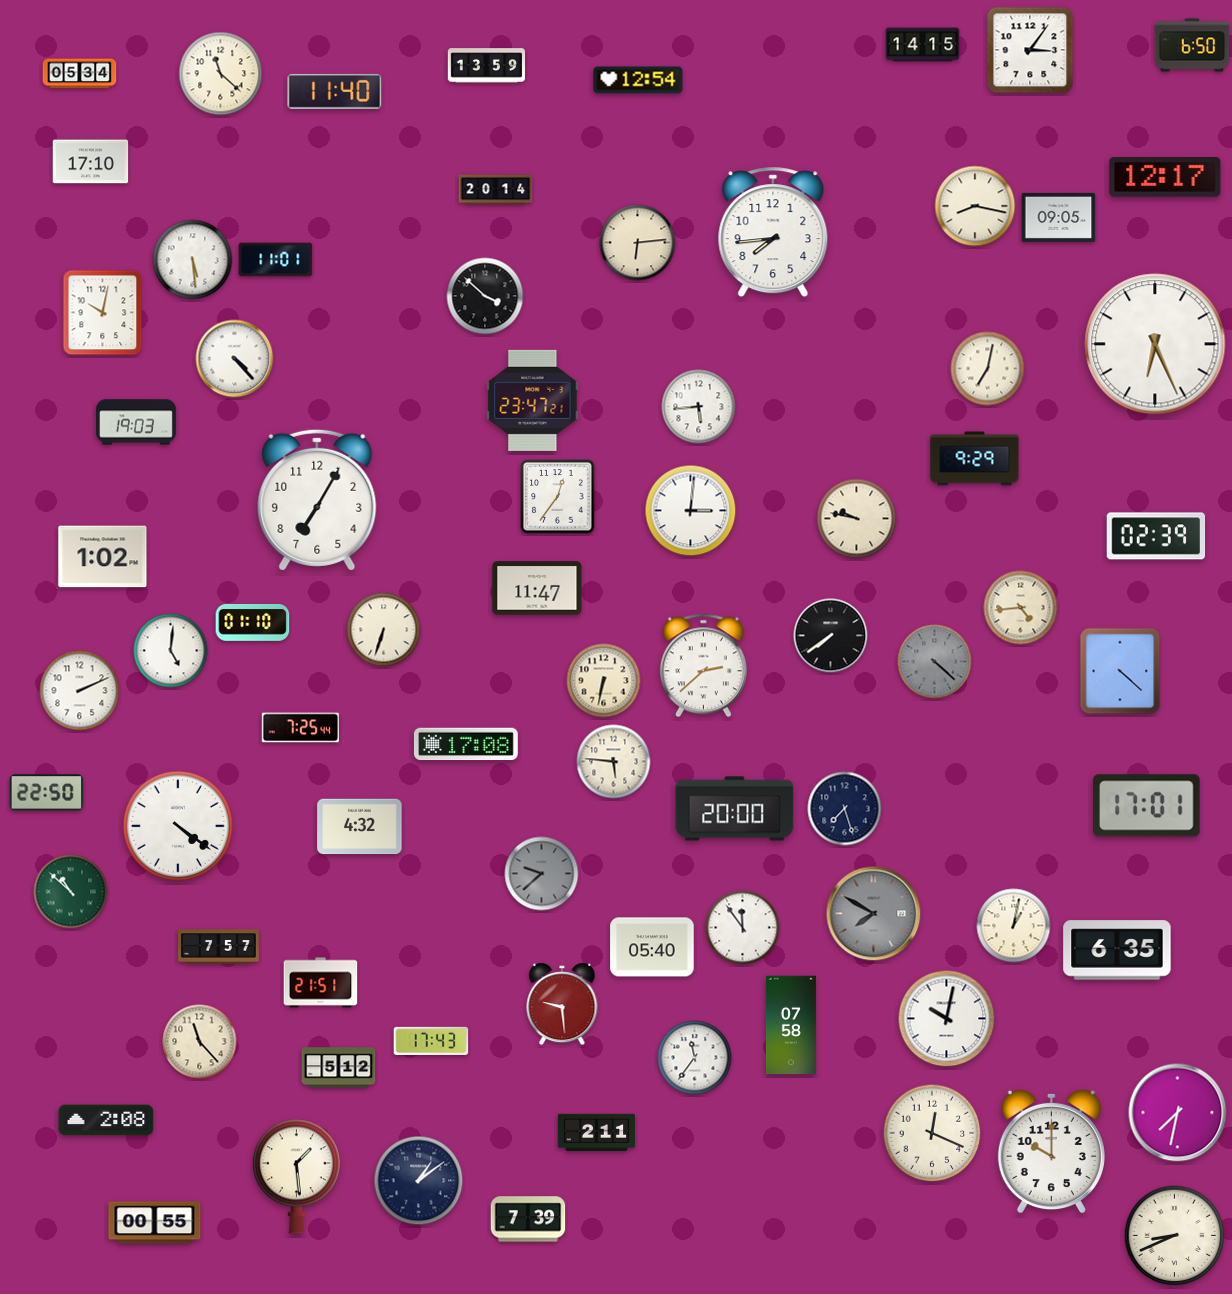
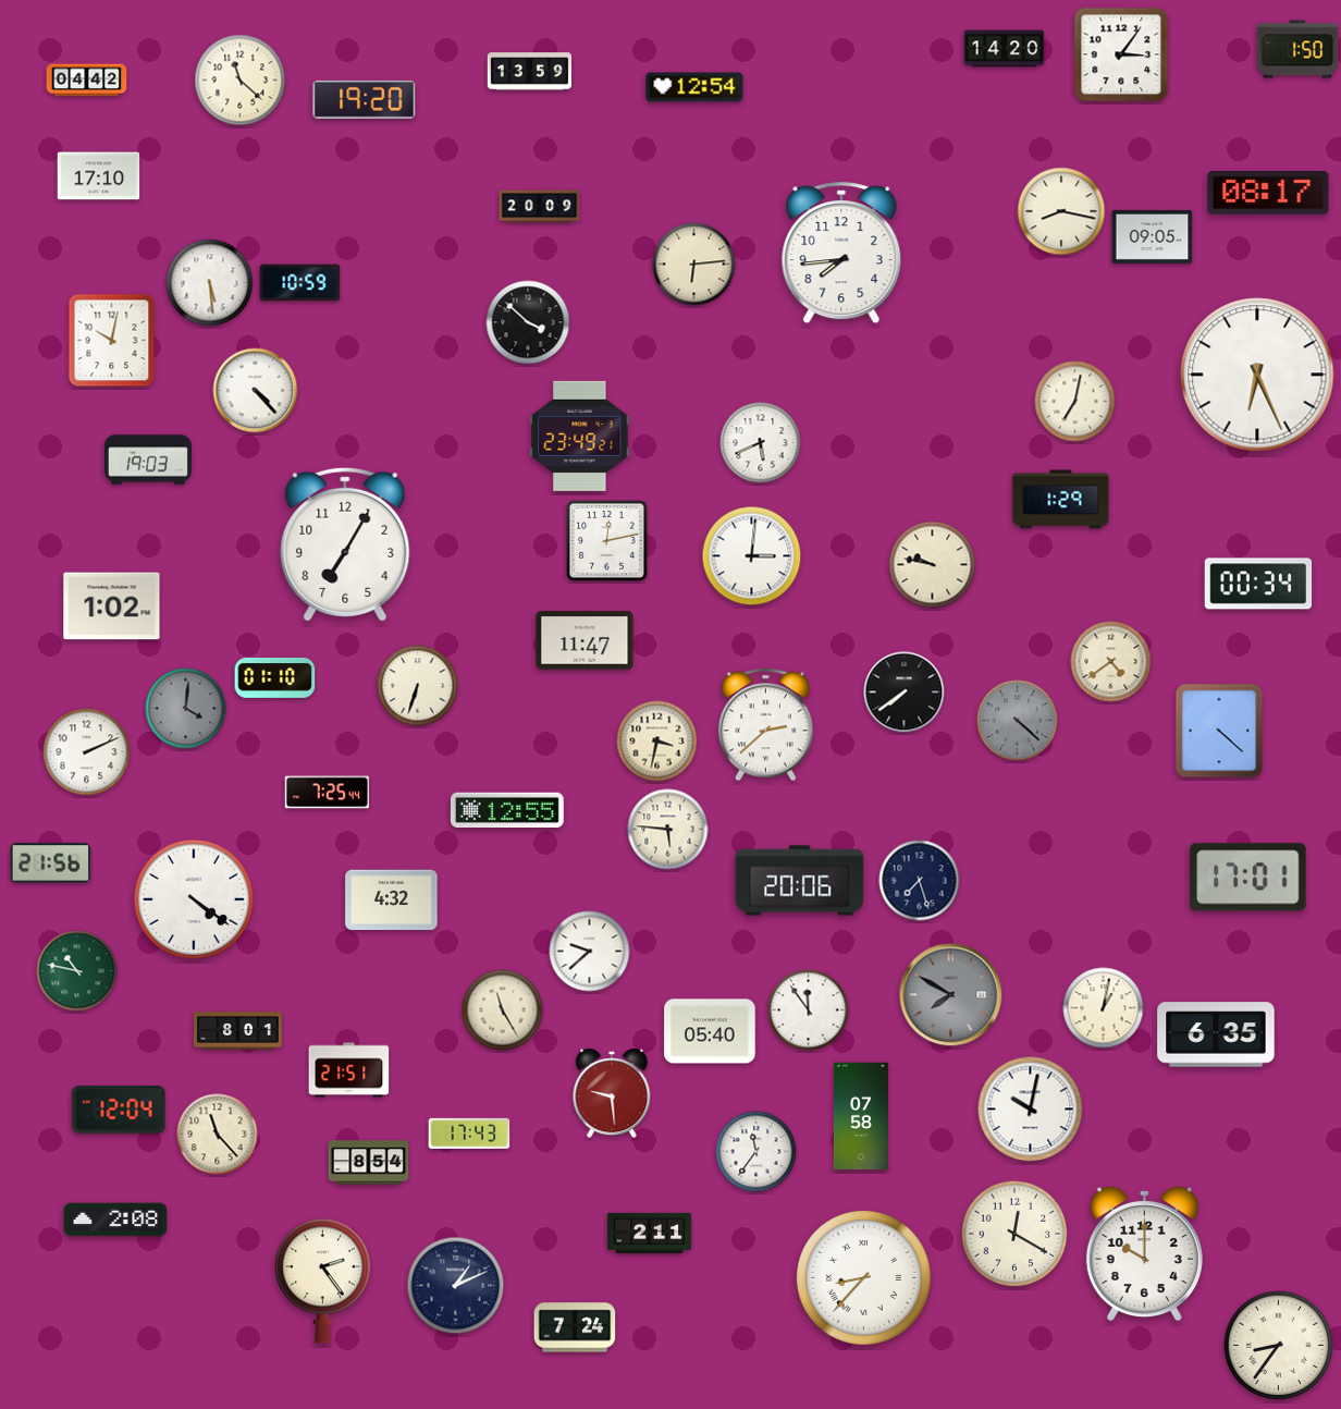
clock at (923, 45): 14:15 -> 14:20
clock at (1192, 45): 6:50 -> 1:50
clock at (80, 74): 05:34 -> 04:42
clock at (335, 91): 11:40 -> 19:20
clock at (1165, 178): 12:17 -> 08:17
clock at (496, 190): 20:14 -> 20:09
clock at (975, 206) position: (975, 206) -> (1061, 211)
clock at (276, 260): 11:01 -> 10:59
clock at (533, 400): 23:47 -> 23:49
clock at (699, 407): 5:44 -> 5:41
clock at (975, 459): 9:29 -> 1:29
clock at (558, 497): 12:36 -> 12:13
clock at (1156, 536): 02:39 -> 00:34
clock at (1021, 608): 4:44 -> 4:39
clock at (171, 651): 5:01 -> 4:01
clock at (171, 651) dial: white -> grey
clock at (604, 681): 6:32 -> 3:32
clock at (466, 744): 17:08 -> 12:55
clock at (47, 793): 22:50 -> 21:56
clock at (735, 809): 20:00 -> 20:06
clock at (542, 874) dial: grey -> white
clock at (71, 892): 10:52 -> 10:47
clock at (503, 1010): none -> 11:25
clock at (219, 947): 7:57 -> 8:01
clock at (119, 1110): none -> 12:04
clock at (339, 1068): 5:12 -> 8:54
clock at (1178, 1113): 7:32 -> none
clock at (932, 1133): 12:19 -> 12:20
clock at (863, 1277): none -> 8:37
clock at (296, 1177): 1:29 -> 2:24
clock at (419, 1181): 1:09 -> 1:11
clock at (528, 1219): 7:39 -> 7:24
clock at (155, 1223): 00:55 -> none
clock at (1175, 1236): 8:41 -> 8:36
